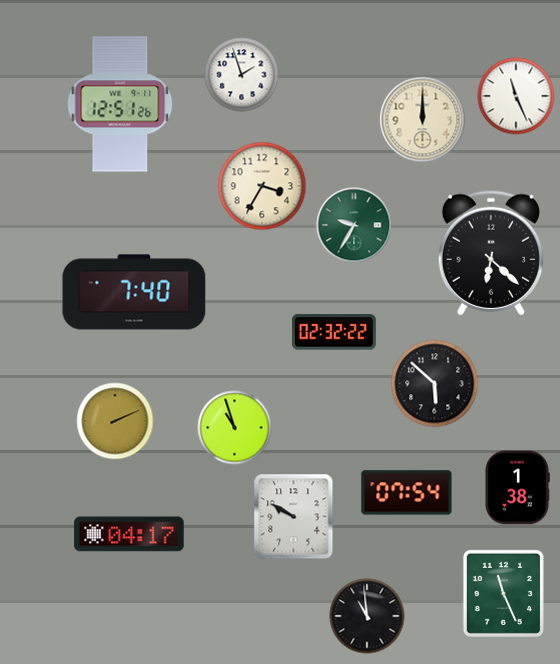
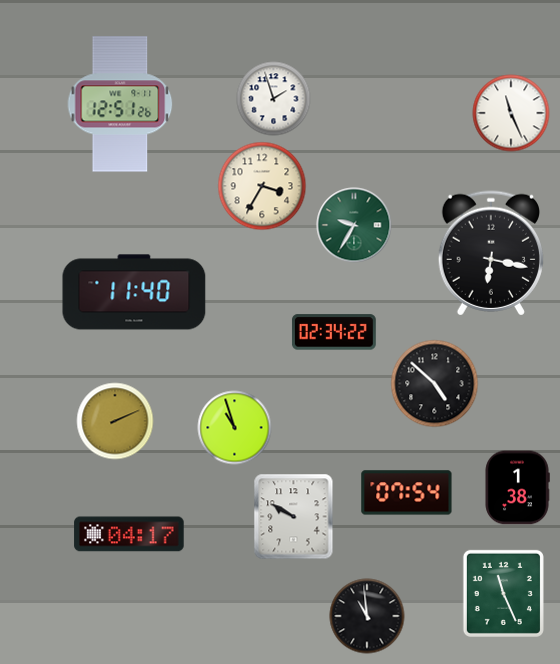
clock at (242, 75) position: (242, 75) -> (274, 99)
clock at (516, 96) position: (516, 96) -> (511, 113)
clock at (423, 120): 12:00 -> none
clock at (491, 253): 6:22 -> 6:17
clock at (134, 292): 7:40 -> 11:40
clock at (334, 332): 02:32 -> 02:34
clock at (435, 384): 5:52 -> 4:52
